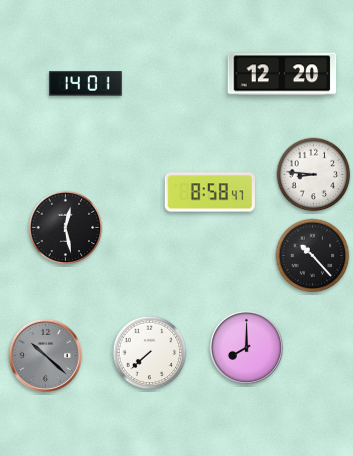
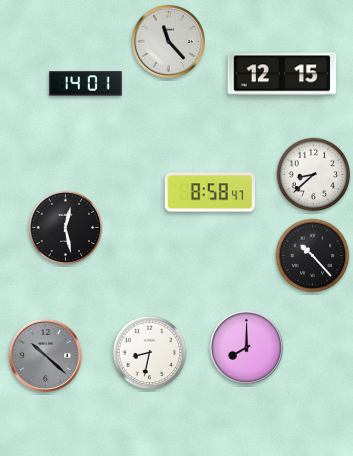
clock at (168, 41): none -> 11:23
clock at (282, 74): 12:20 -> 12:15
clock at (314, 175): 8:46 -> 8:38
clock at (150, 353): 7:38 -> 8:32
